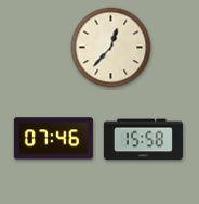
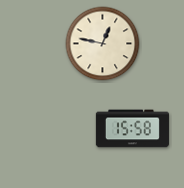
clock at (111, 48): 12:37 -> 12:47
clock at (53, 139): 07:46 -> none
